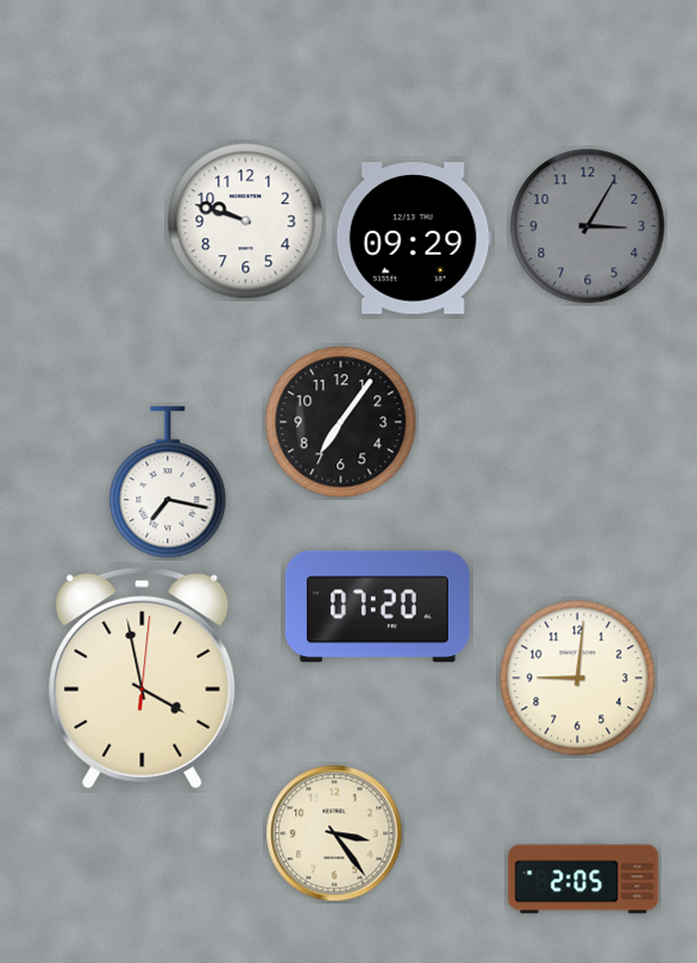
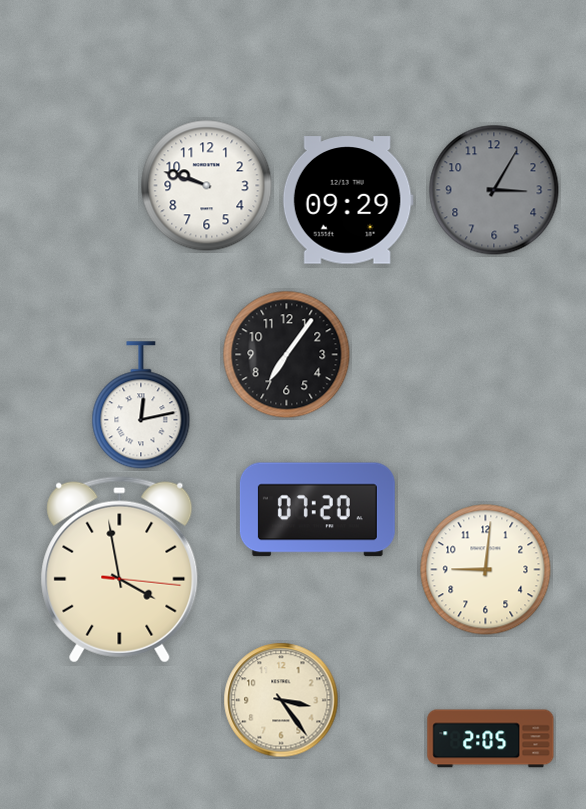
clock at (168, 483): 7:17 -> 12:13
clock at (143, 677): 3:58:01 -> 3:58:16
